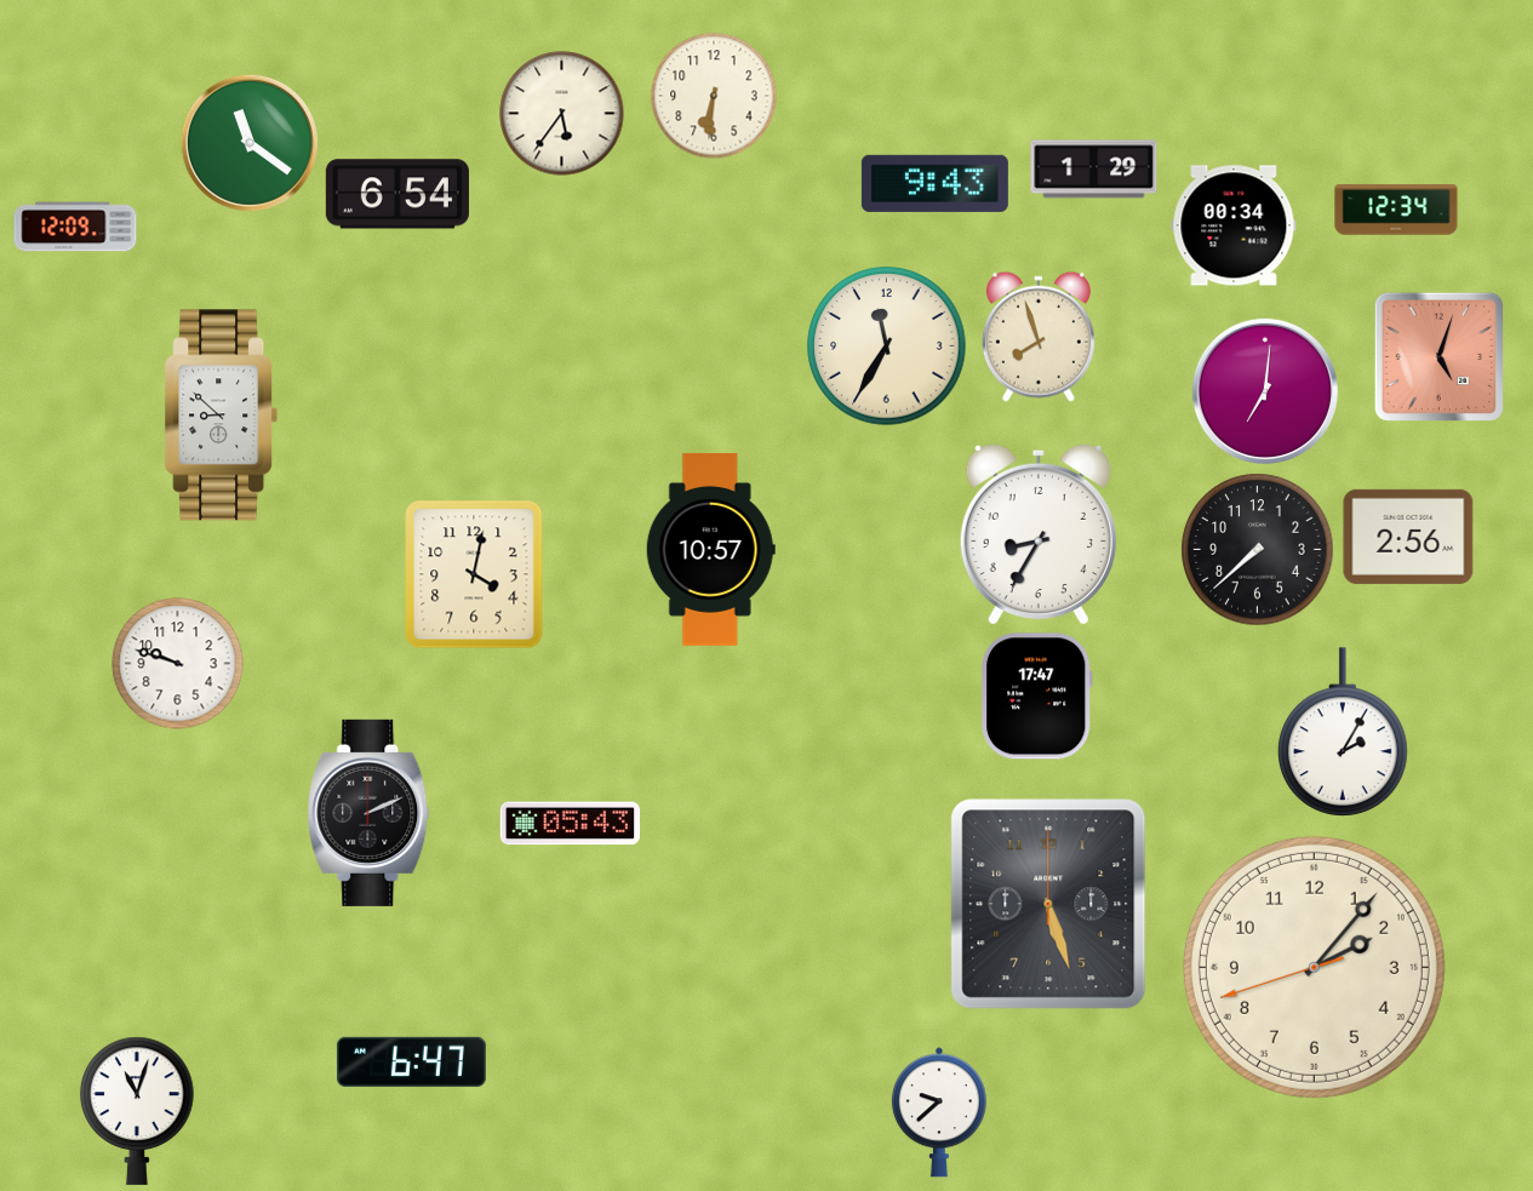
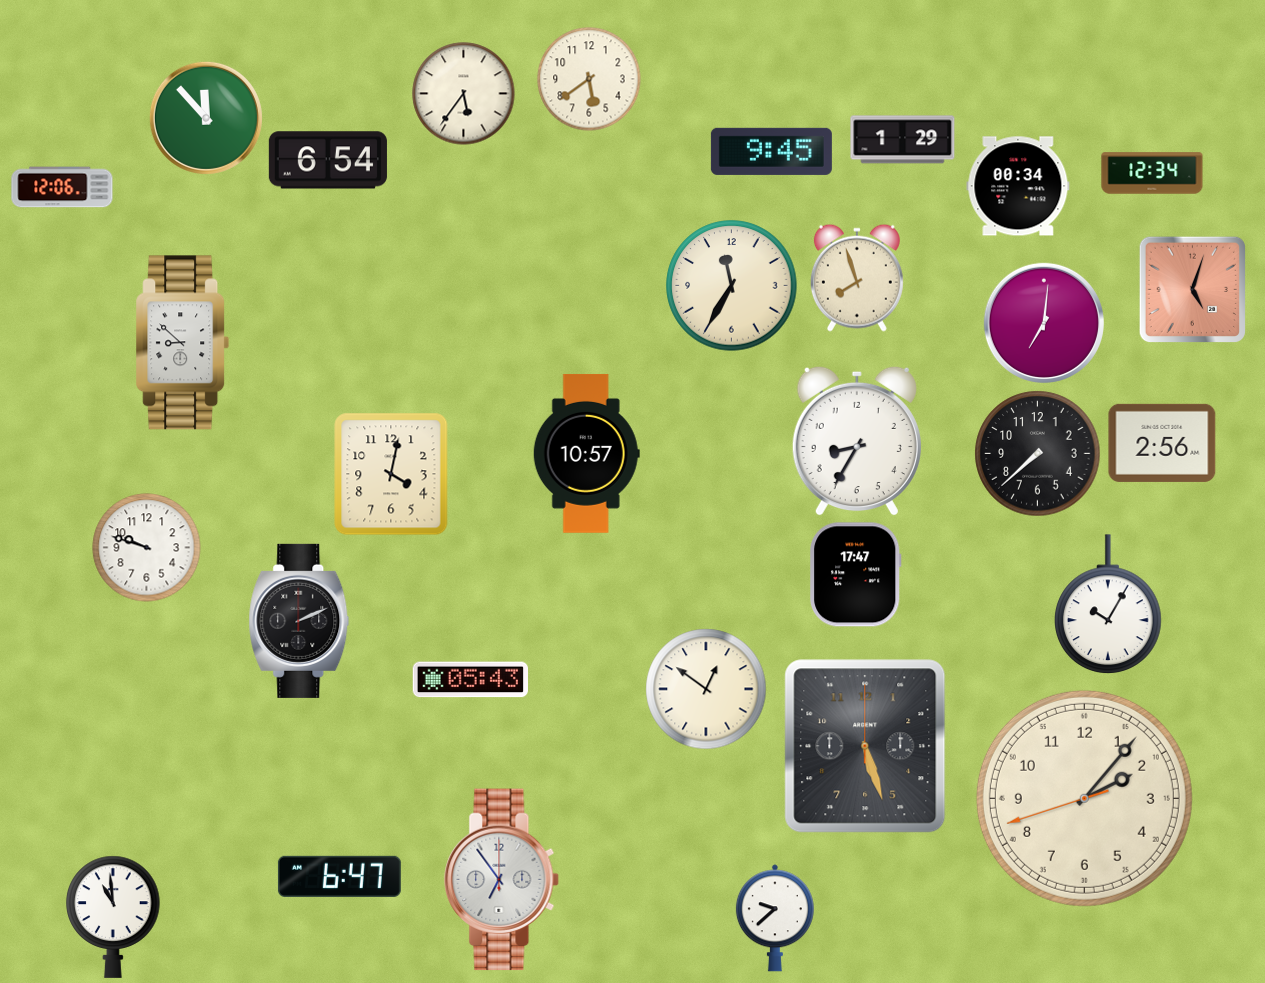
clock at (714, 96): 6:31 -> 5:39
clock at (250, 143): 11:21 -> 11:53
clock at (934, 183): 9:43 -> 9:45
clock at (75, 227): 12:09 -> 12:06
clock at (1438, 356) position: (1438, 356) -> (1192, 289)
clock at (1344, 732): 2:05 -> 10:05
clock at (368, 813) position: (368, 813) -> (299, 621)
clock at (706, 689): none -> 12:51
clock at (502, 880): none -> 6:54
clock at (137, 1111): 11:03 -> 10:59
